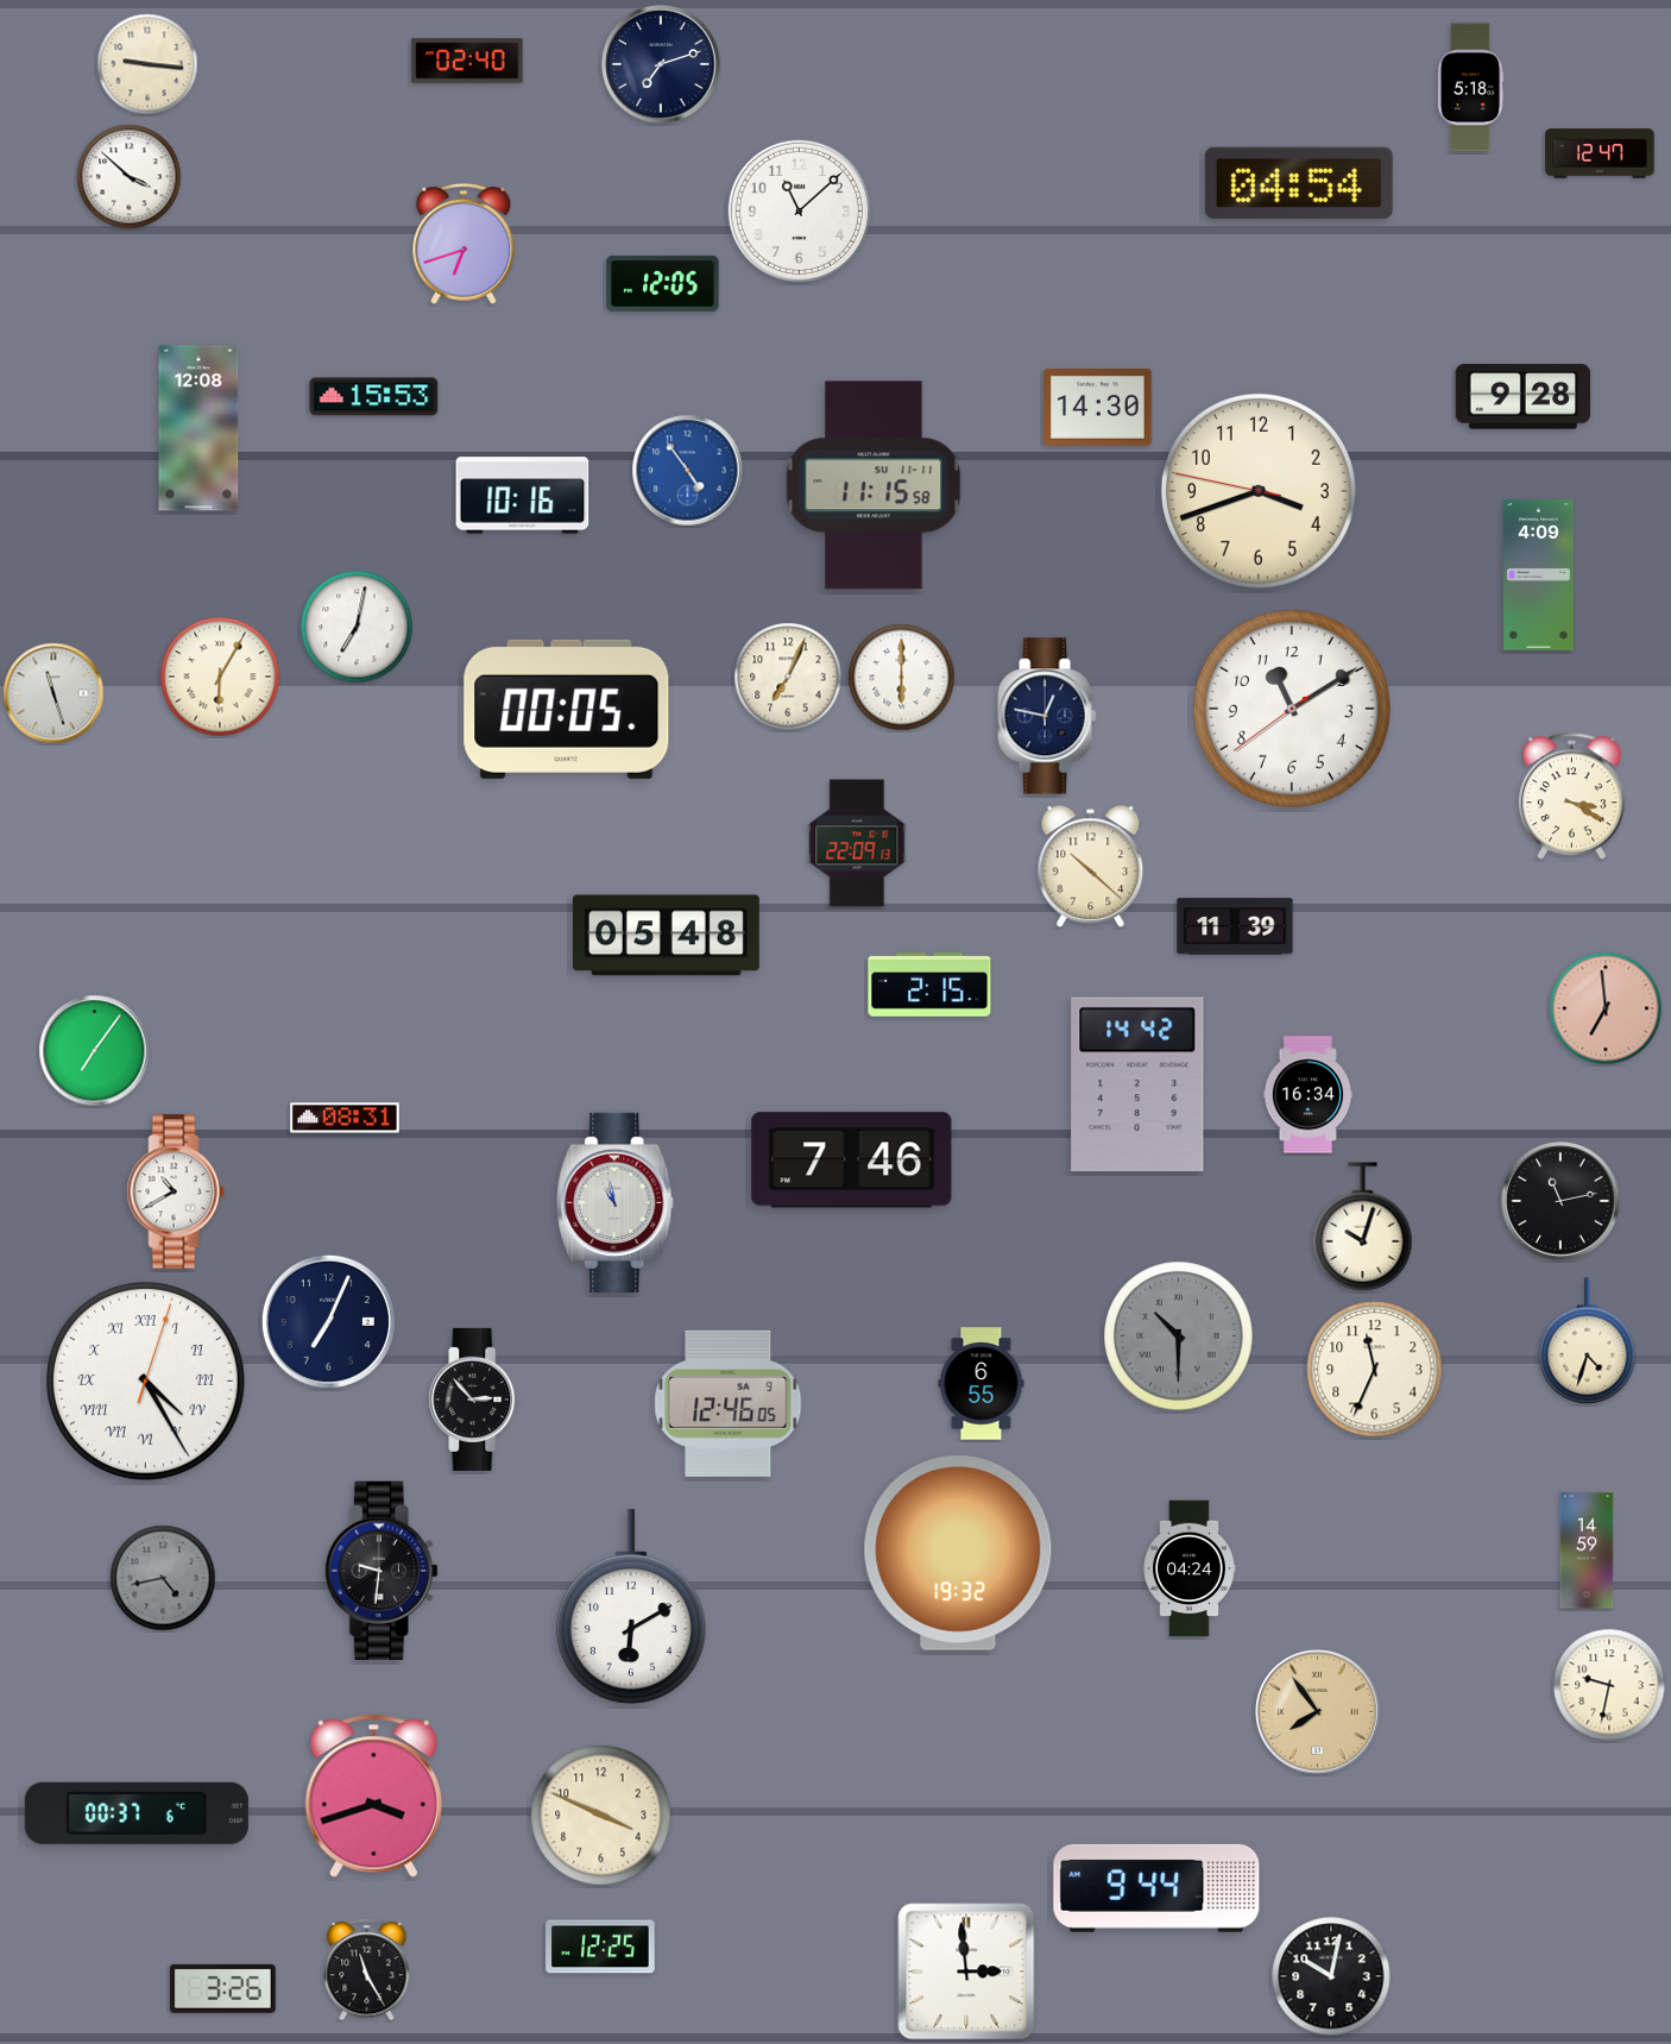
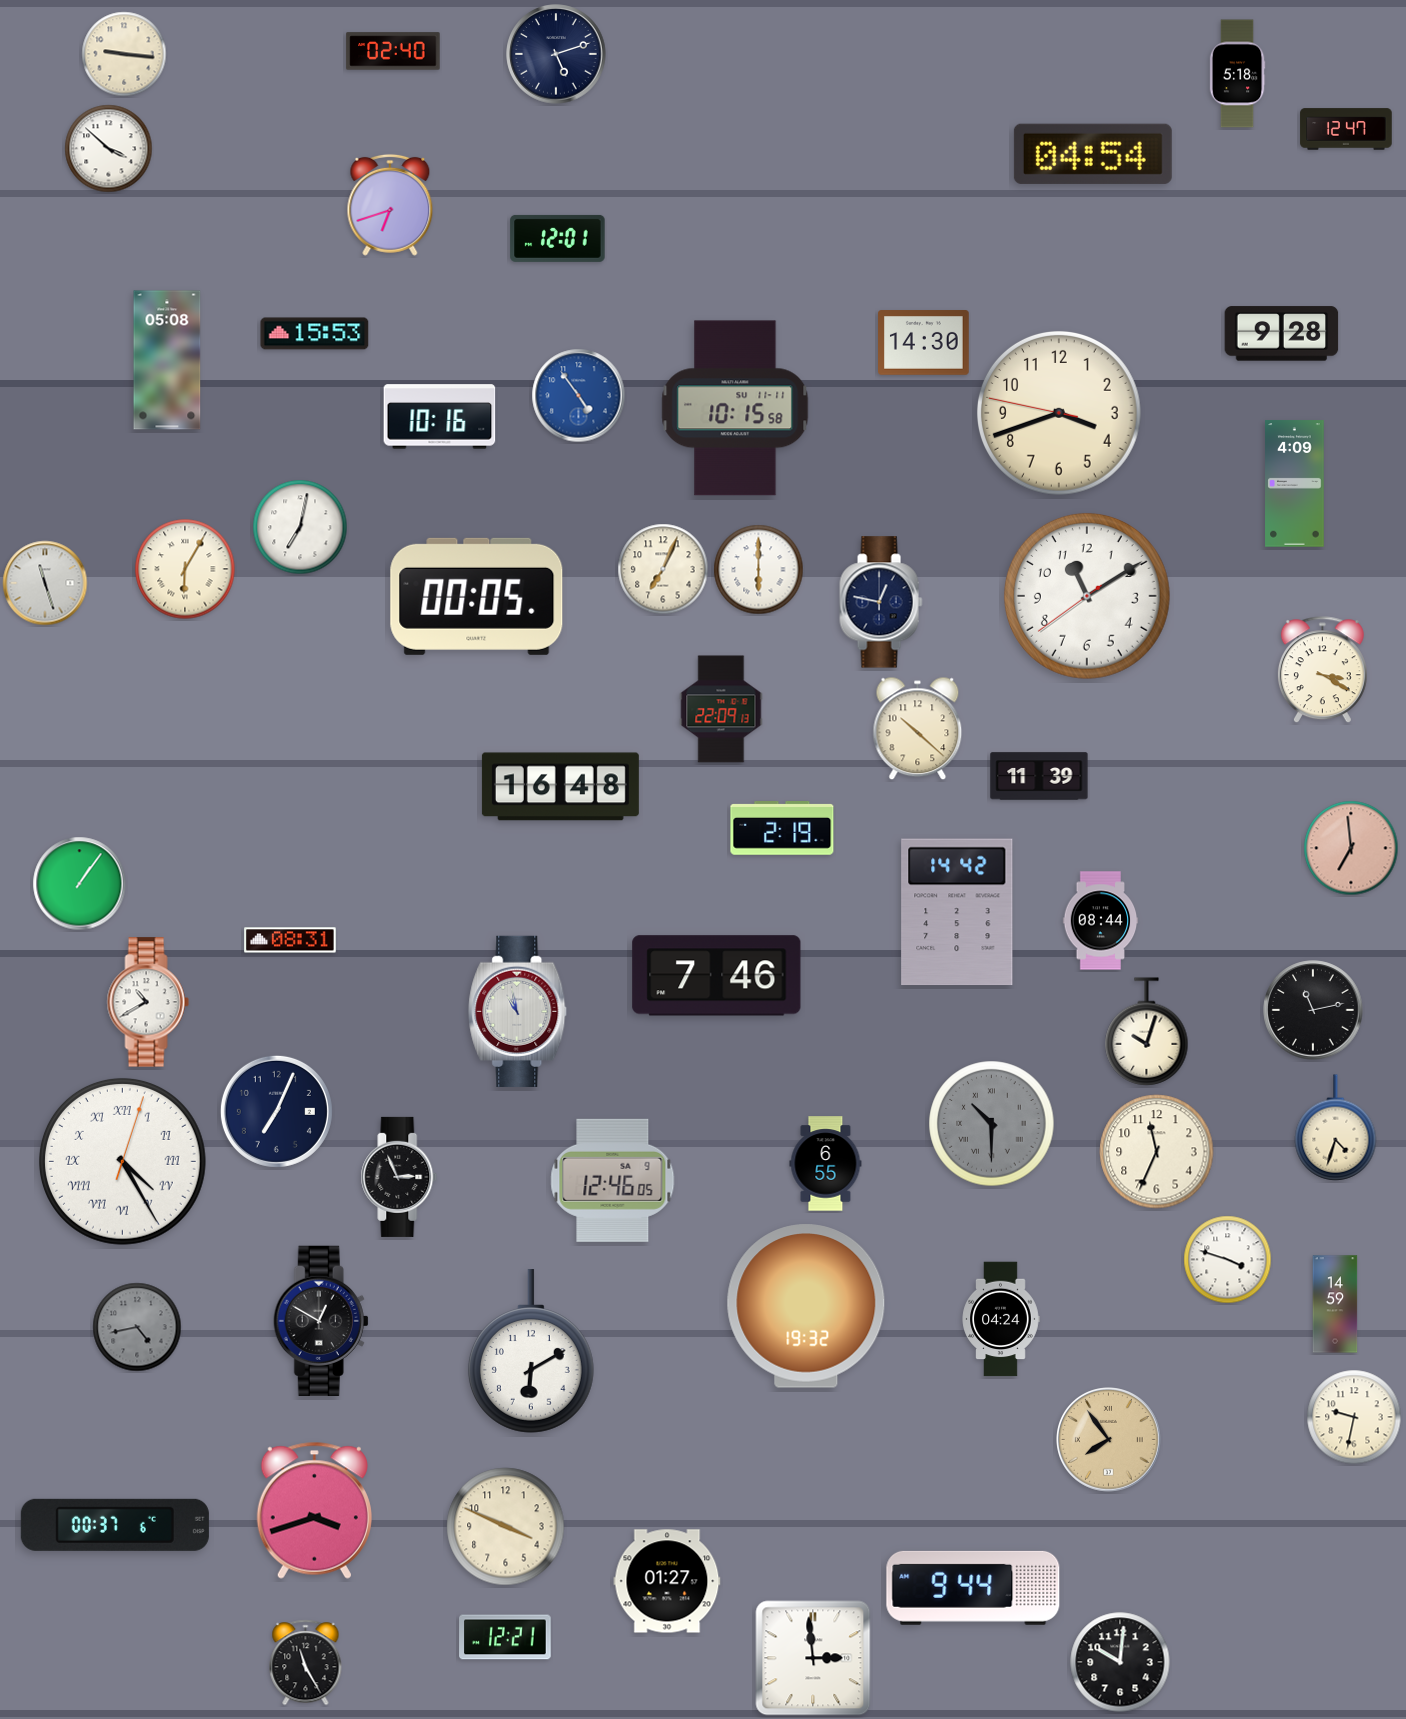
clock at (661, 64): 7:12 -> 5:12
clock at (799, 210): 11:08 -> none
clock at (663, 283): 12:05 -> 12:01
clock at (198, 428): 12:08 -> 05:08
clock at (874, 485): 11:15 -> 10:15
clock at (1235, 926) position: (1235, 926) -> (1039, 776)
clock at (666, 936): 05:48 -> 16:48
clock at (929, 986): 2:15 -> 2:19
clock at (95, 1051): 7:06 -> 1:06
clock at (1309, 1095): 16:34 -> 08:44
clock at (474, 1400): 2:53 -> 2:56
clock at (1228, 1260): none -> 3:48
clock at (382, 1570): 9:31 -> 12:50
clock at (667, 1581): none -> 01:27
clock at (600, 1946): 12:25 -> 12:21
clock at (367, 1970) position: (367, 1970) -> (306, 1663)
clock at (1331, 1976): 10:02 -> 10:01
clock at (222, 1988): 3:26 -> none
